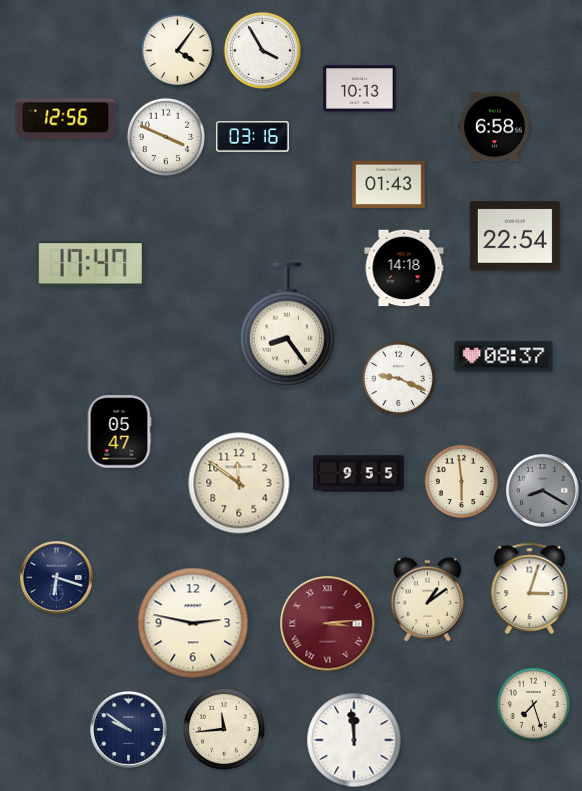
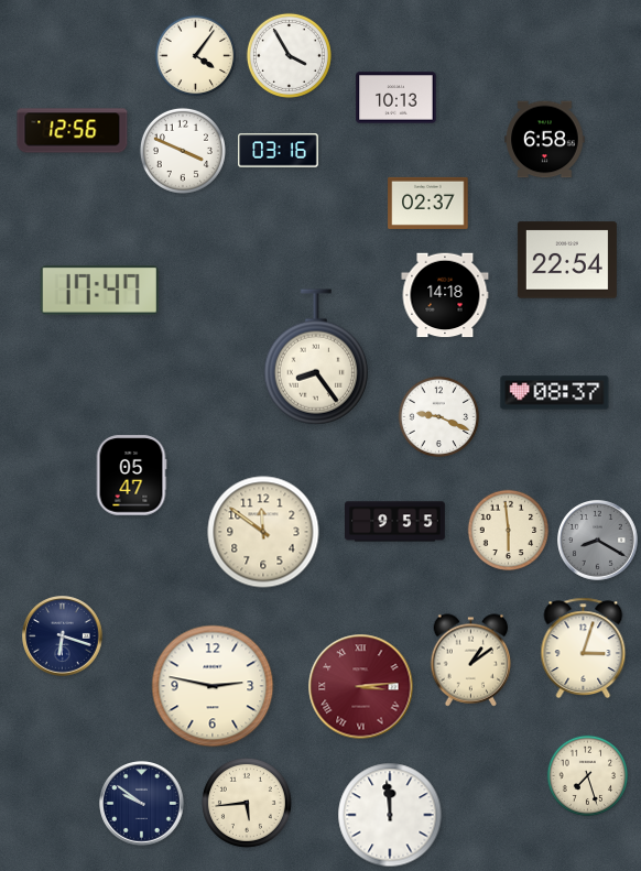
clock at (389, 184): 01:43 -> 02:37
clock at (224, 729): 11:44 -> 5:44
